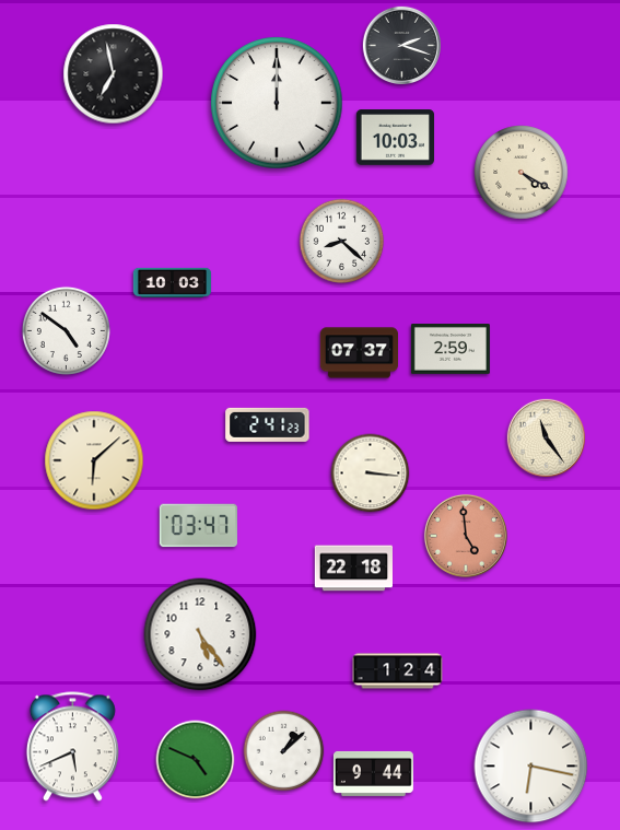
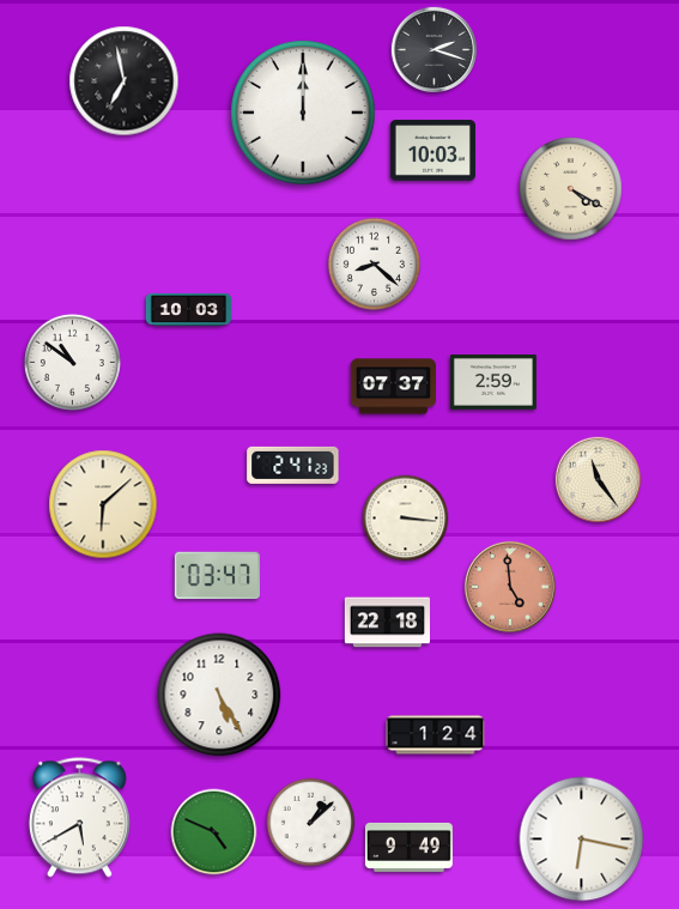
clock at (401, 45) position: (401, 45) -> (434, 49)
clock at (66, 330): 4:51 -> 10:51
clock at (200, 634): 5:24 -> 5:25
clock at (72, 747): 5:41 -> 5:40
clock at (373, 773): 9:44 -> 9:49
